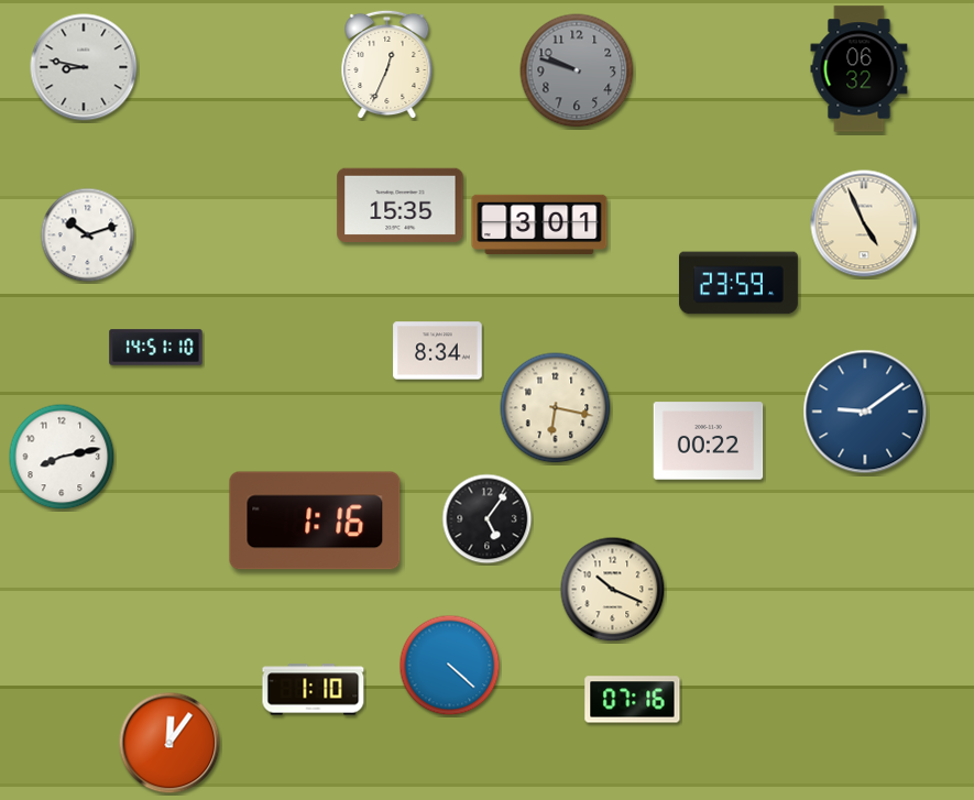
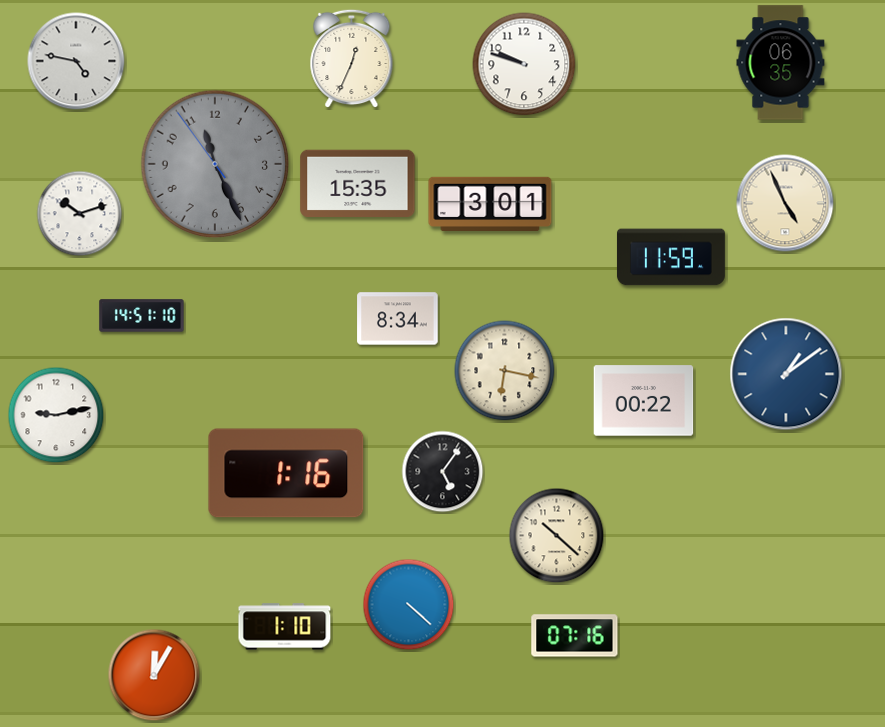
clock at (84, 67): 8:47 -> 4:47
clock at (860, 69): 06:32 -> 06:35
clock at (577, 70) dial: grey -> white
clock at (215, 164): none -> 11:25
clock at (401, 206) position: (401, 206) -> (358, 184)
clock at (738, 283): 23:59 -> 11:59
clock at (865, 412): 9:09 -> 1:09
clock at (62, 457): 8:13 -> 9:13
clock at (613, 590): 10:19 -> 10:22
clock at (169, 743): 12:06 -> 12:05
